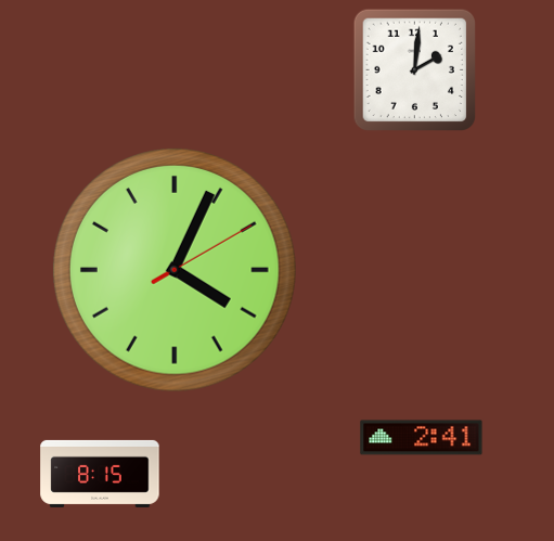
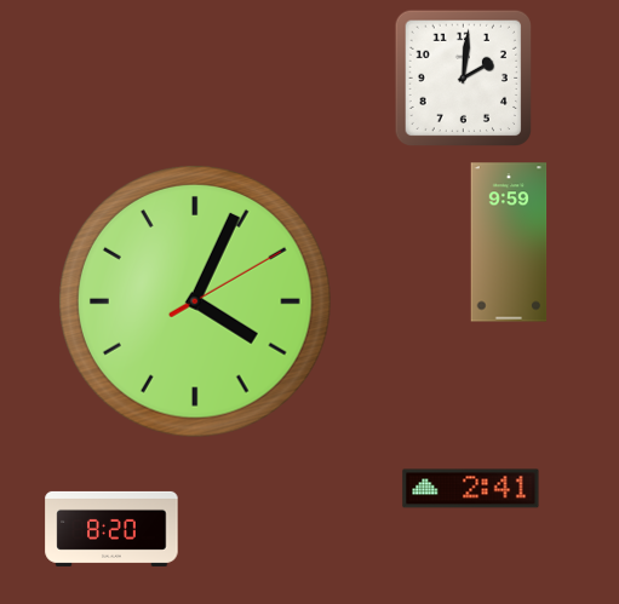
clock at (509, 242): none -> 9:59
clock at (100, 474): 8:15 -> 8:20
